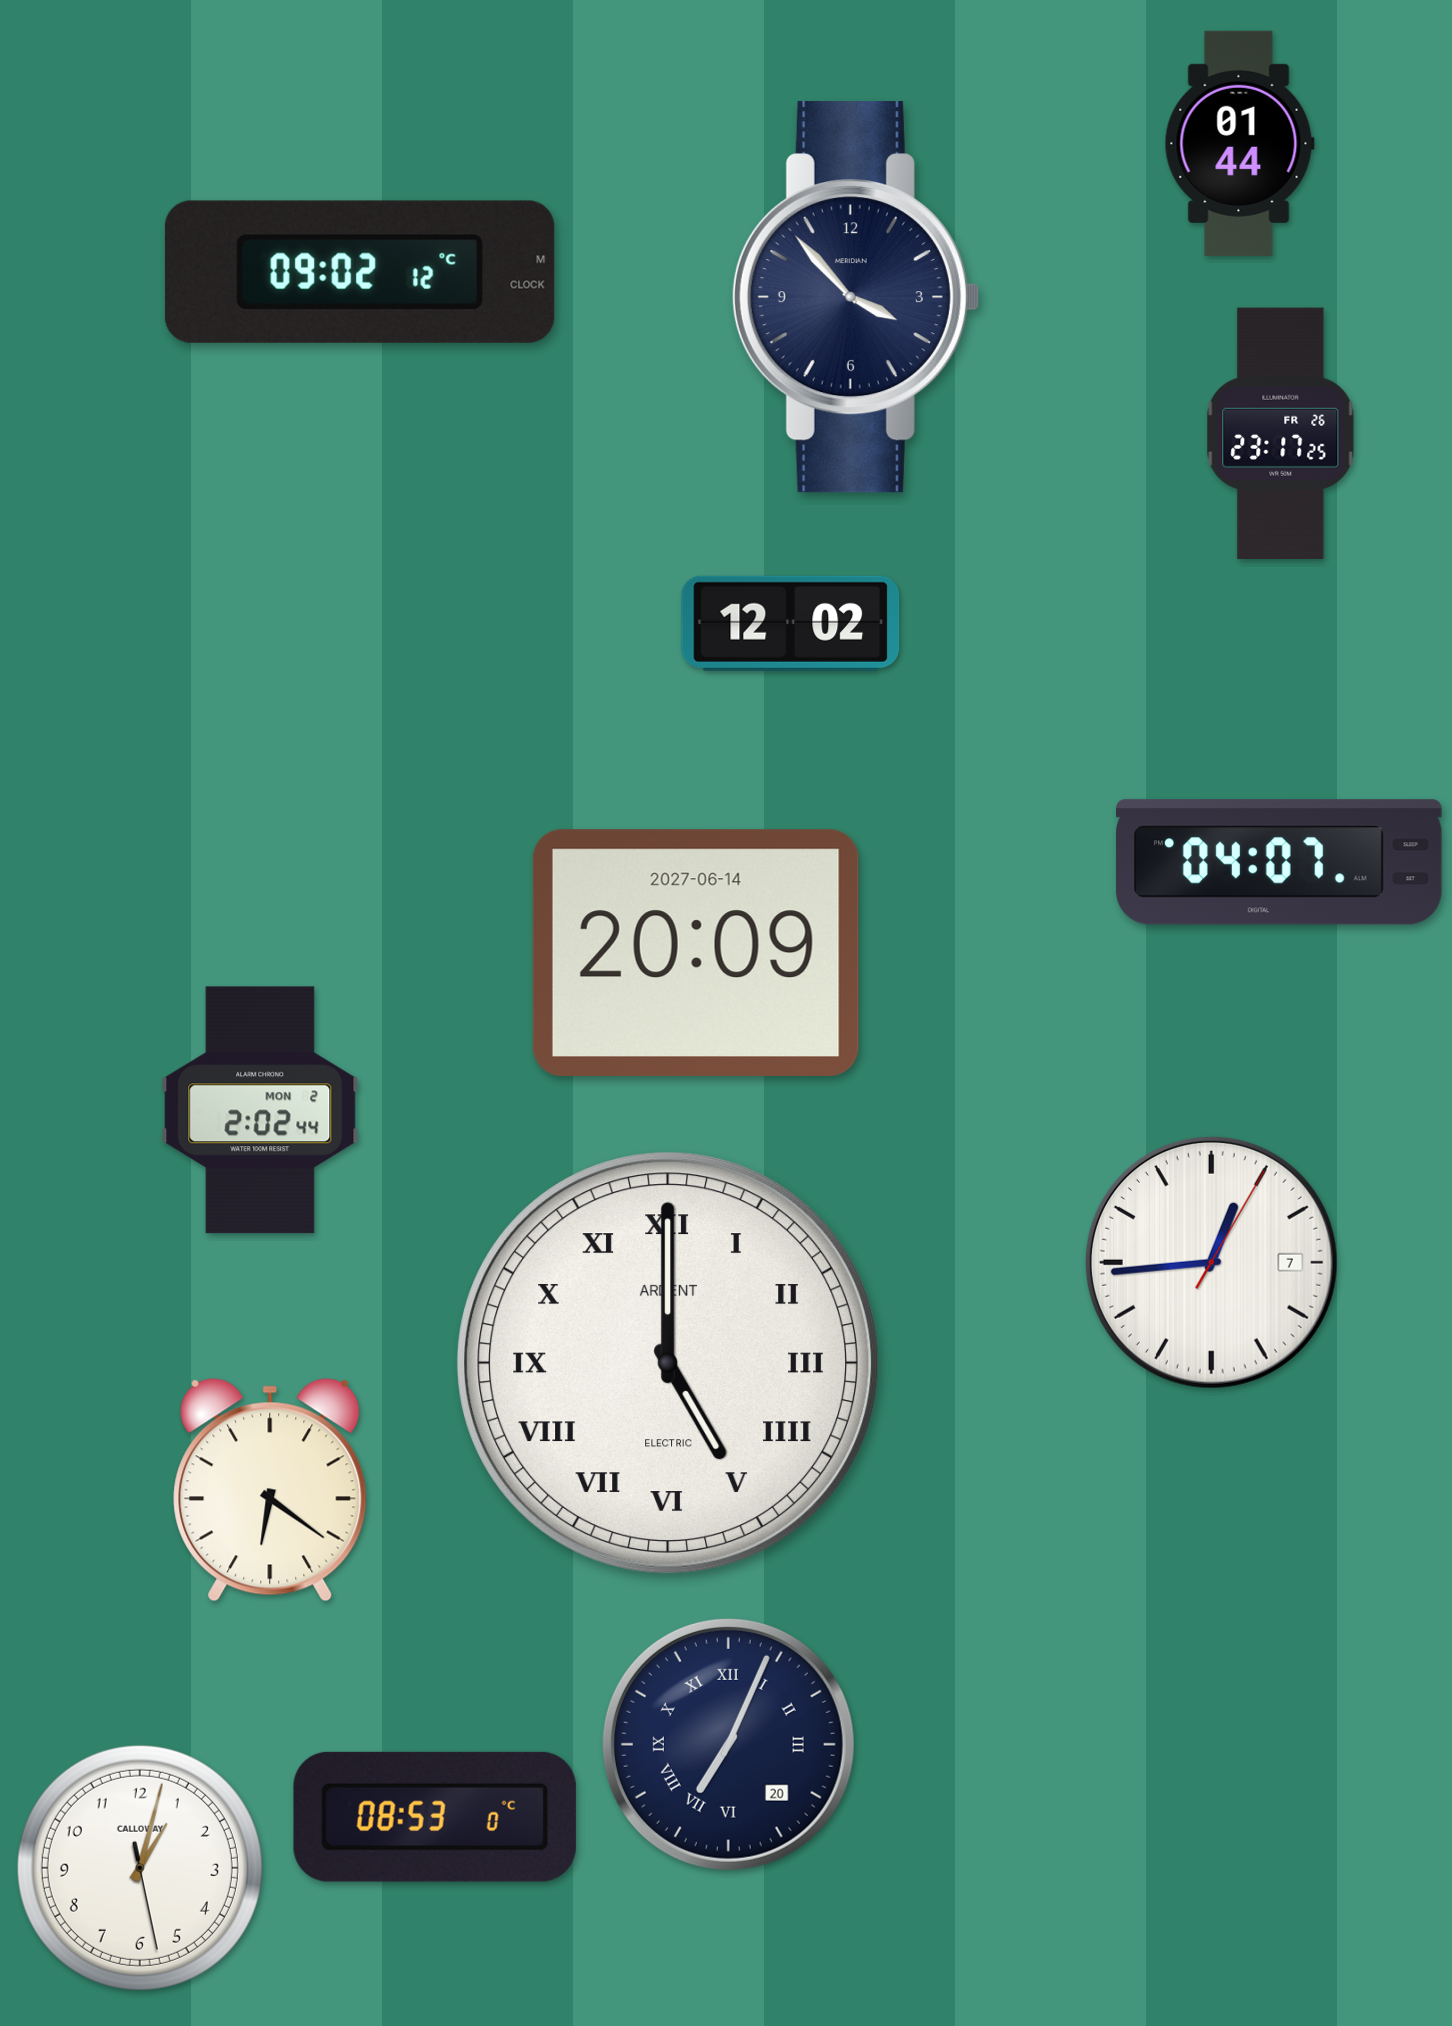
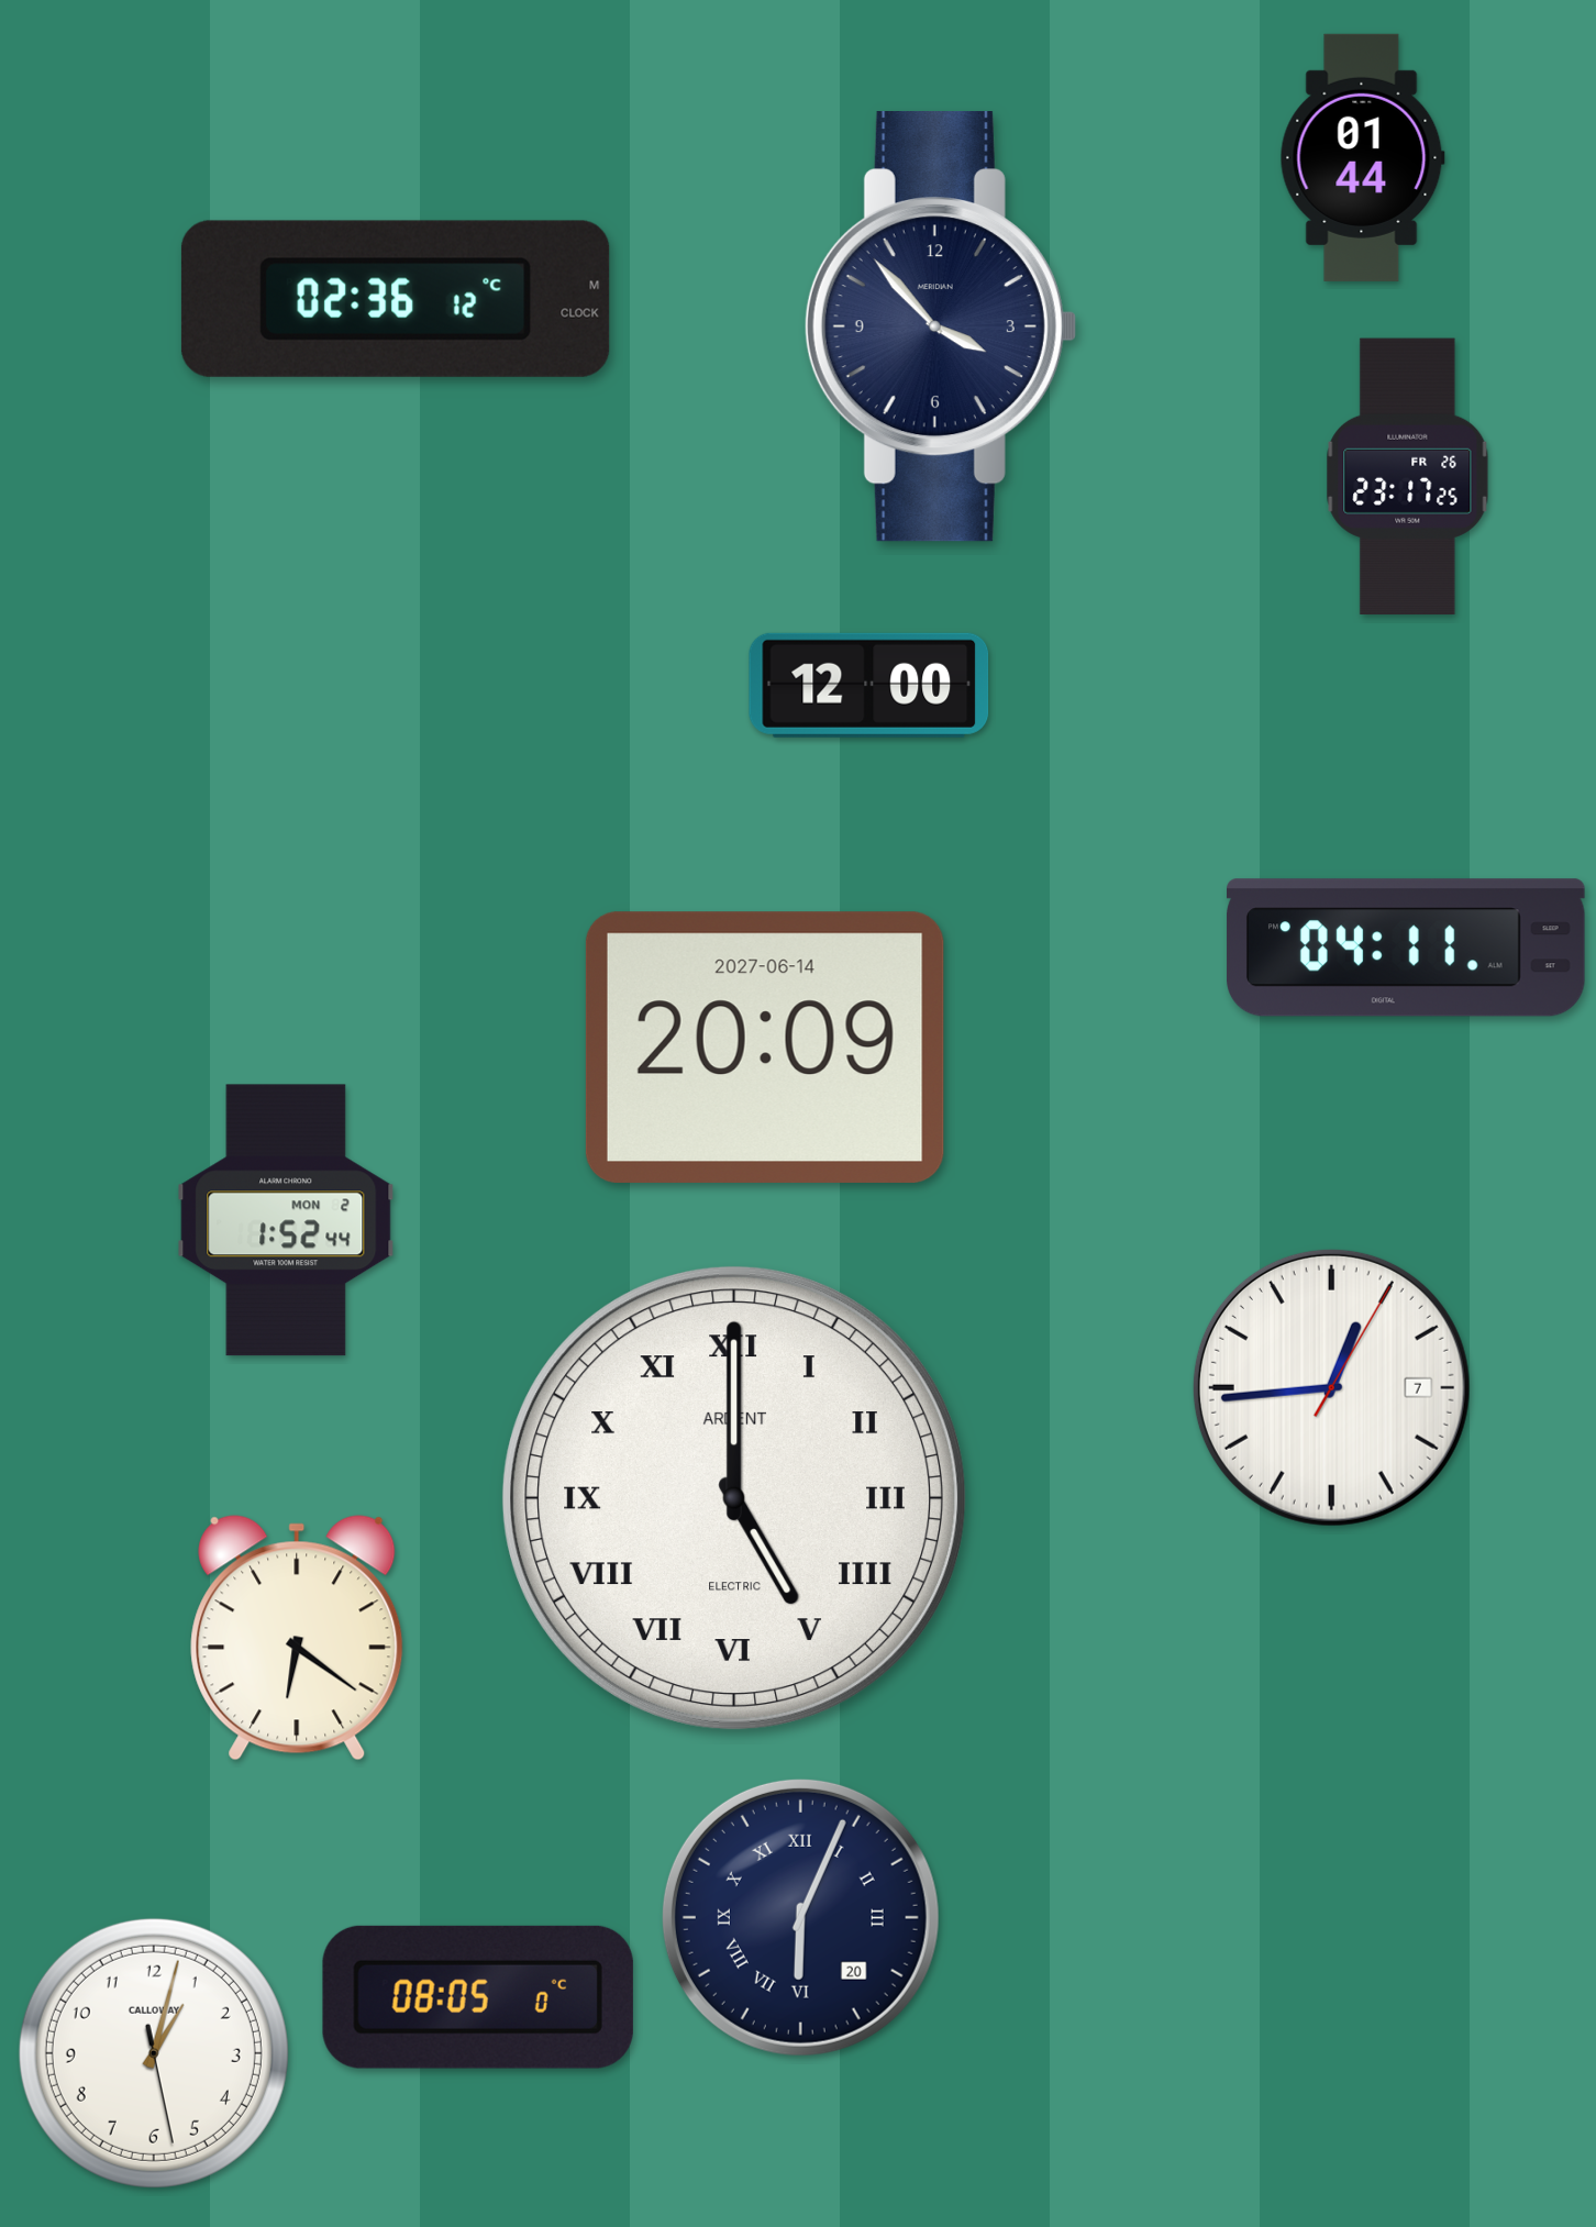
clock at (360, 272): 09:02 -> 02:36
clock at (791, 623): 12:02 -> 12:00
clock at (1279, 862): 04:07 -> 04:11
clock at (260, 1110): 2:02 -> 1:52
clock at (728, 1744): 7:04 -> 6:04
clock at (435, 1817): 08:53 -> 08:05
